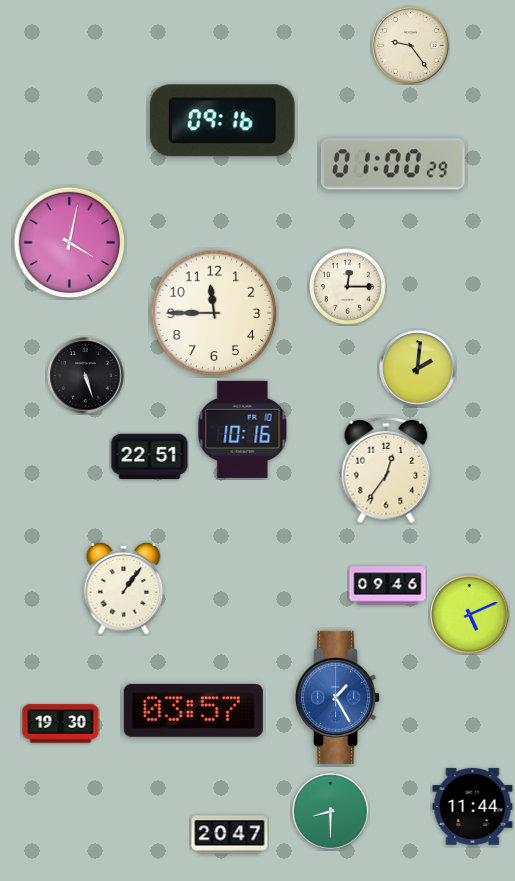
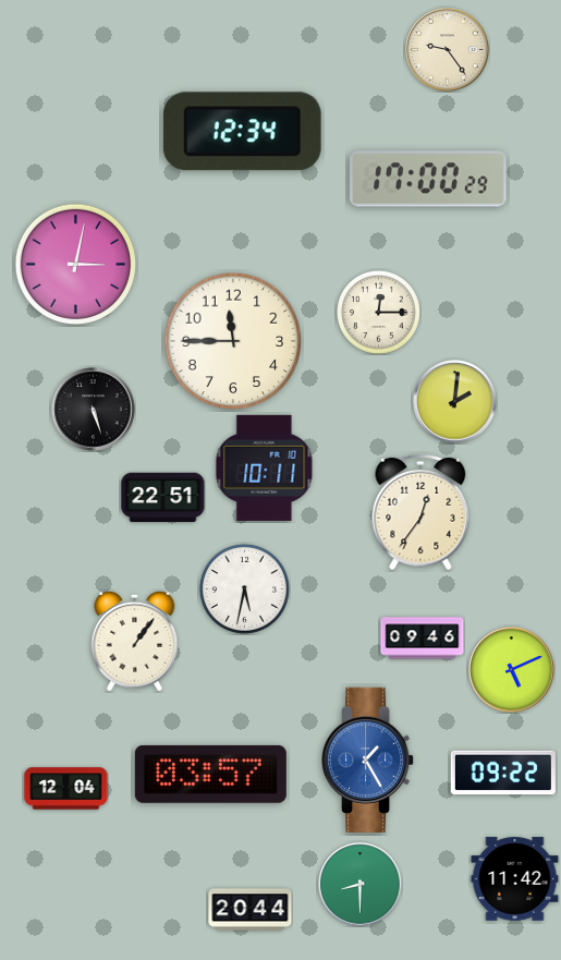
clock at (222, 121): 09:16 -> 12:34
clock at (394, 164): 01:00 -> 17:00
clock at (70, 243): 4:02 -> 3:02
clock at (243, 429): 10:16 -> 10:11
clock at (244, 588): none -> 5:32
clock at (503, 773): none -> 09:22
clock at (61, 724): 19:30 -> 12:04
clock at (473, 807): 11:44 -> 11:42
clock at (230, 835): 20:47 -> 20:44
